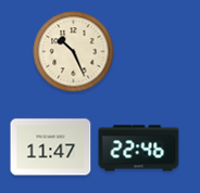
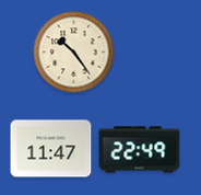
clock at (74, 52): 10:26 -> 10:24
clock at (139, 149): 22:46 -> 22:49
